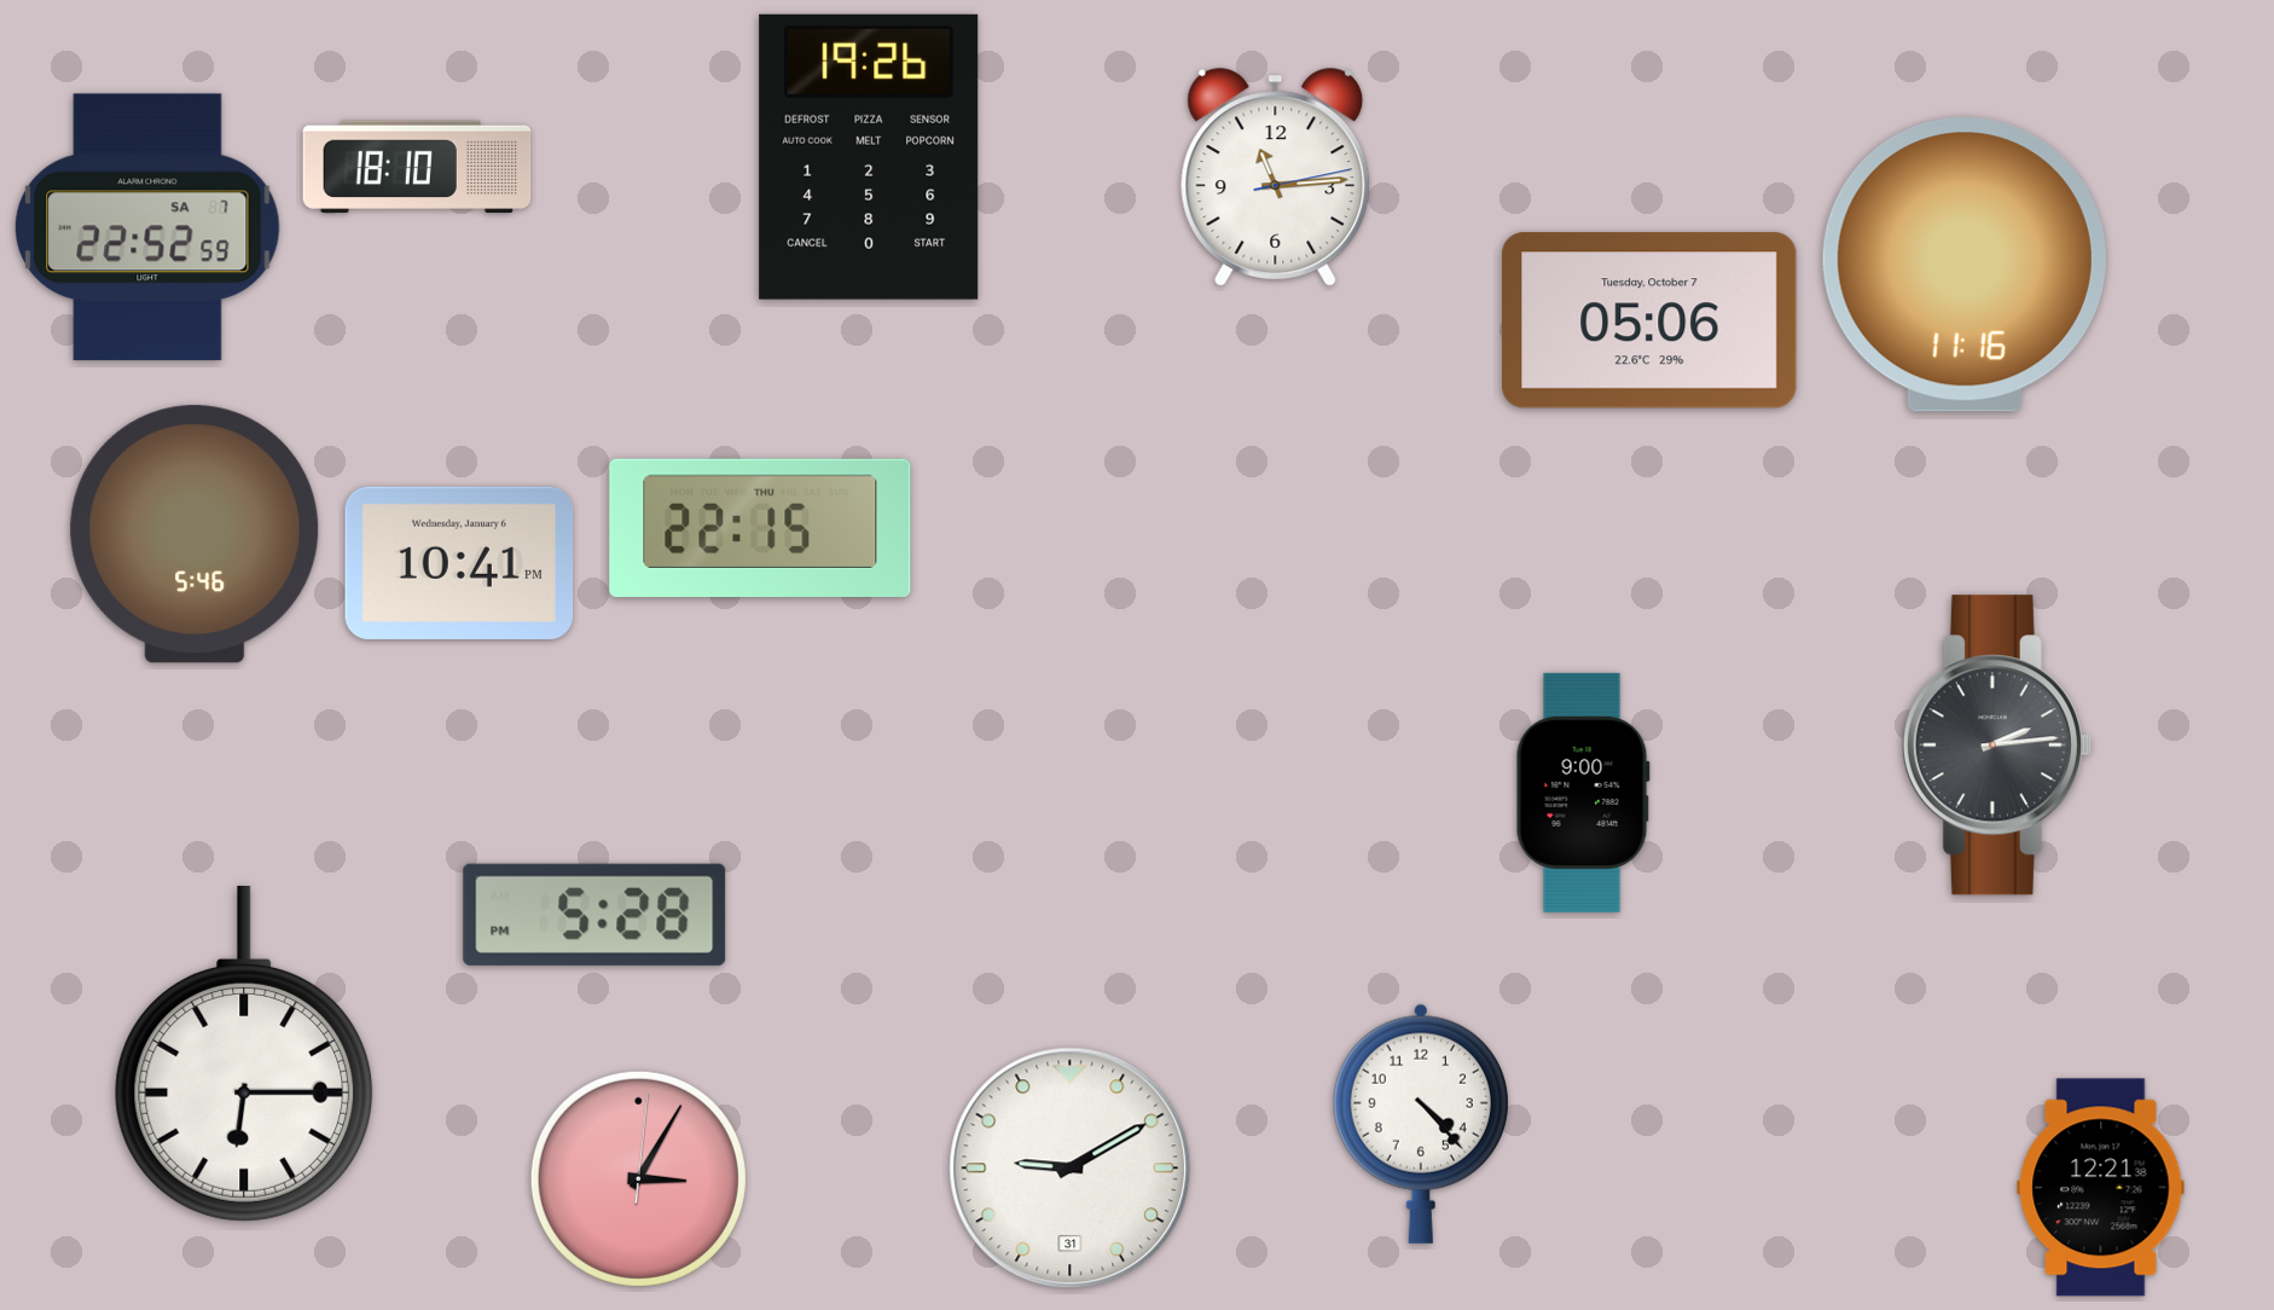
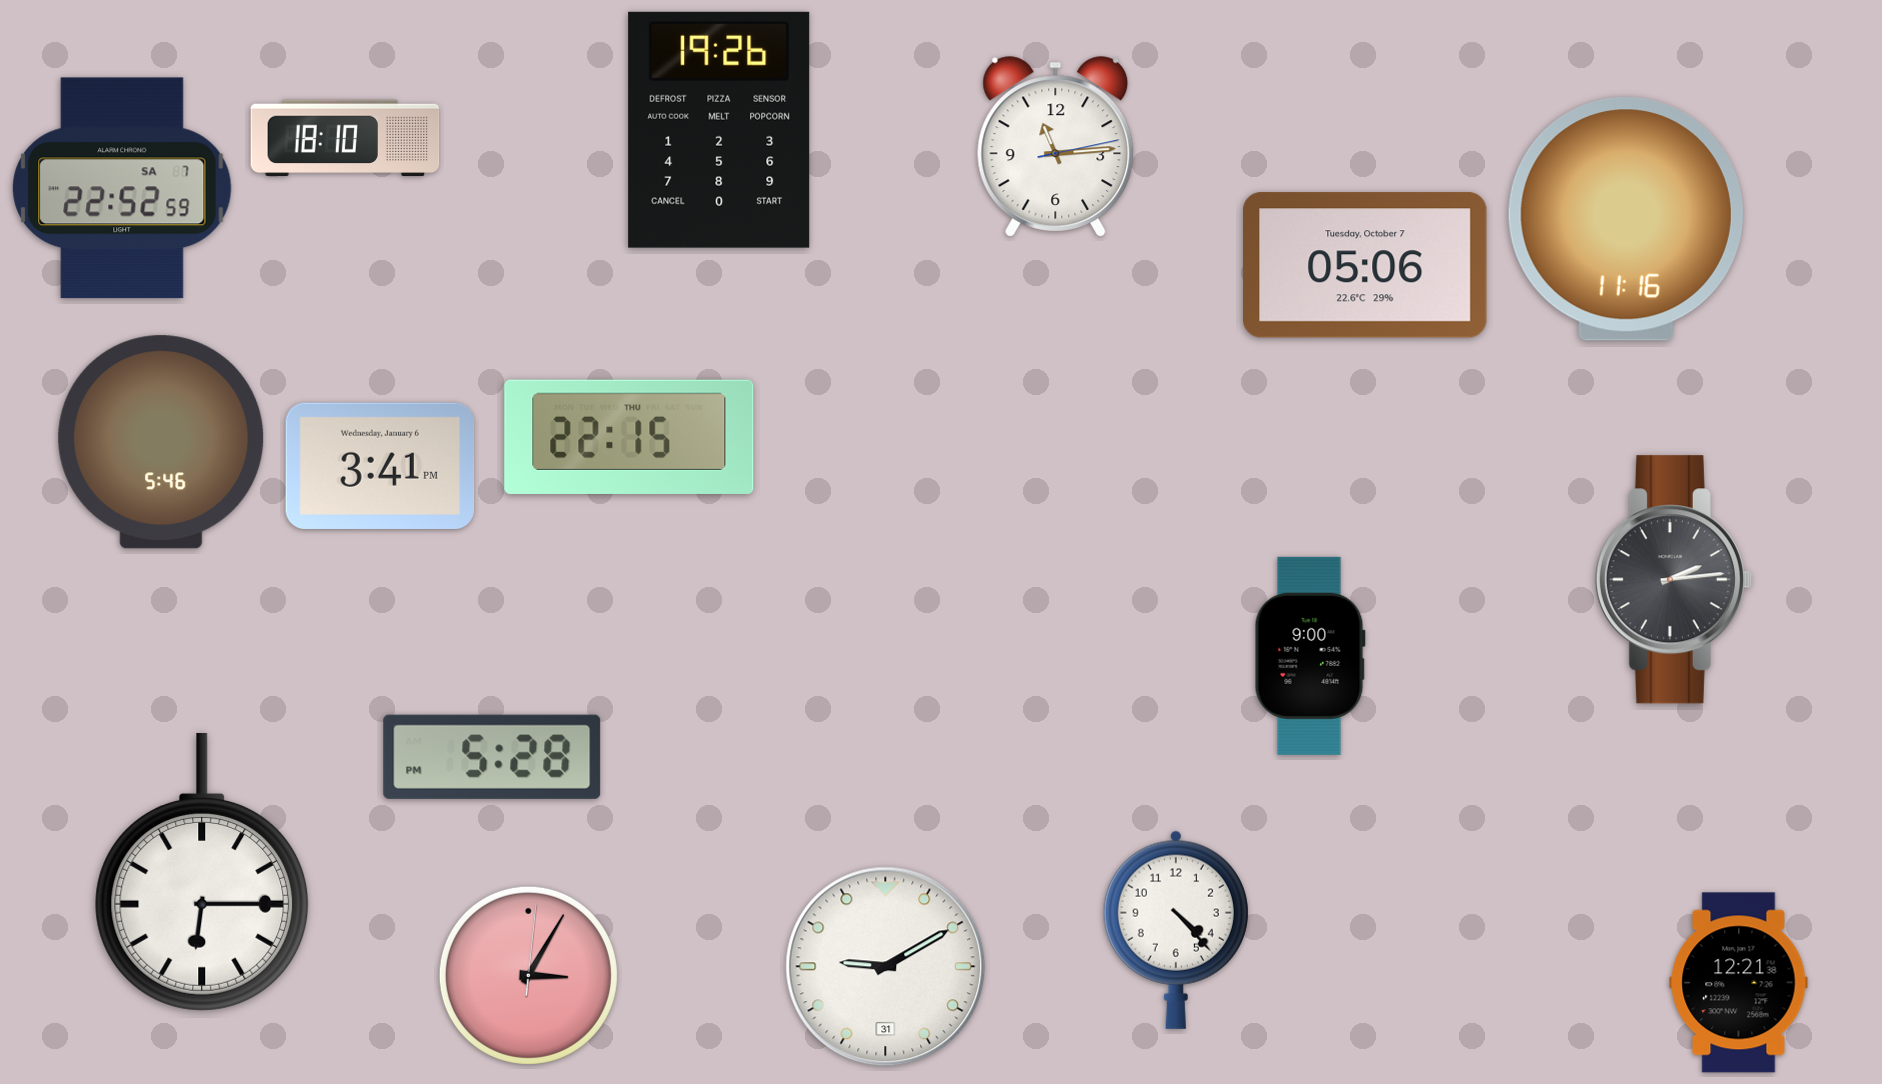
clock at (459, 563): 10:41 -> 3:41
clock at (1996, 746) position: (1996, 746) -> (1673, 580)
